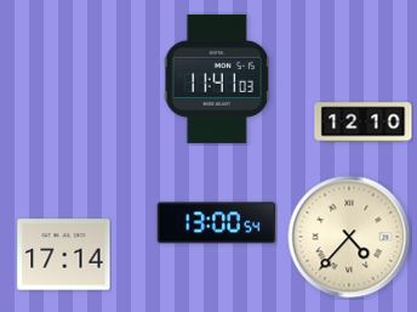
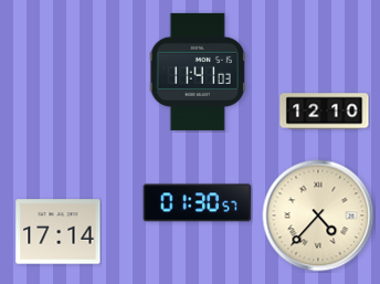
clock at (364, 123) position: (364, 123) -> (325, 112)
clock at (217, 223): 13:00 -> 01:30
